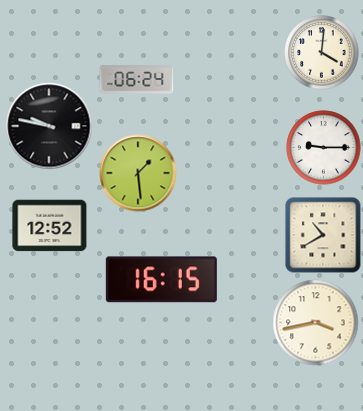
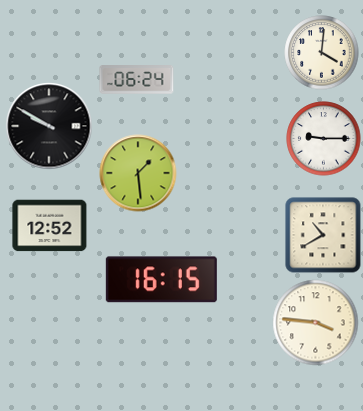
clock at (49, 126): 9:47 -> 9:50
clock at (324, 148) position: (324, 148) -> (324, 139)
clock at (316, 323): 3:43 -> 3:46
